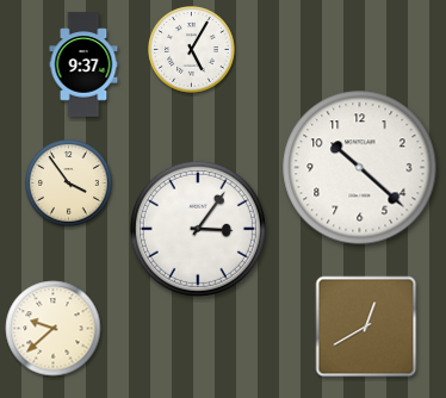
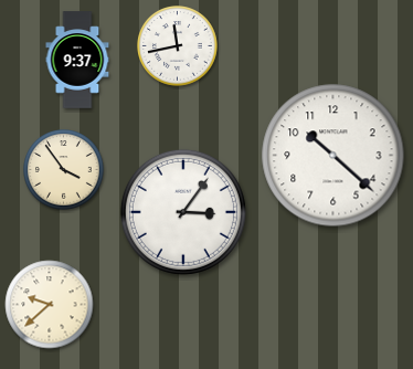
clock at (192, 50): 5:05 -> 11:43
clock at (366, 327): 12:40 -> none
